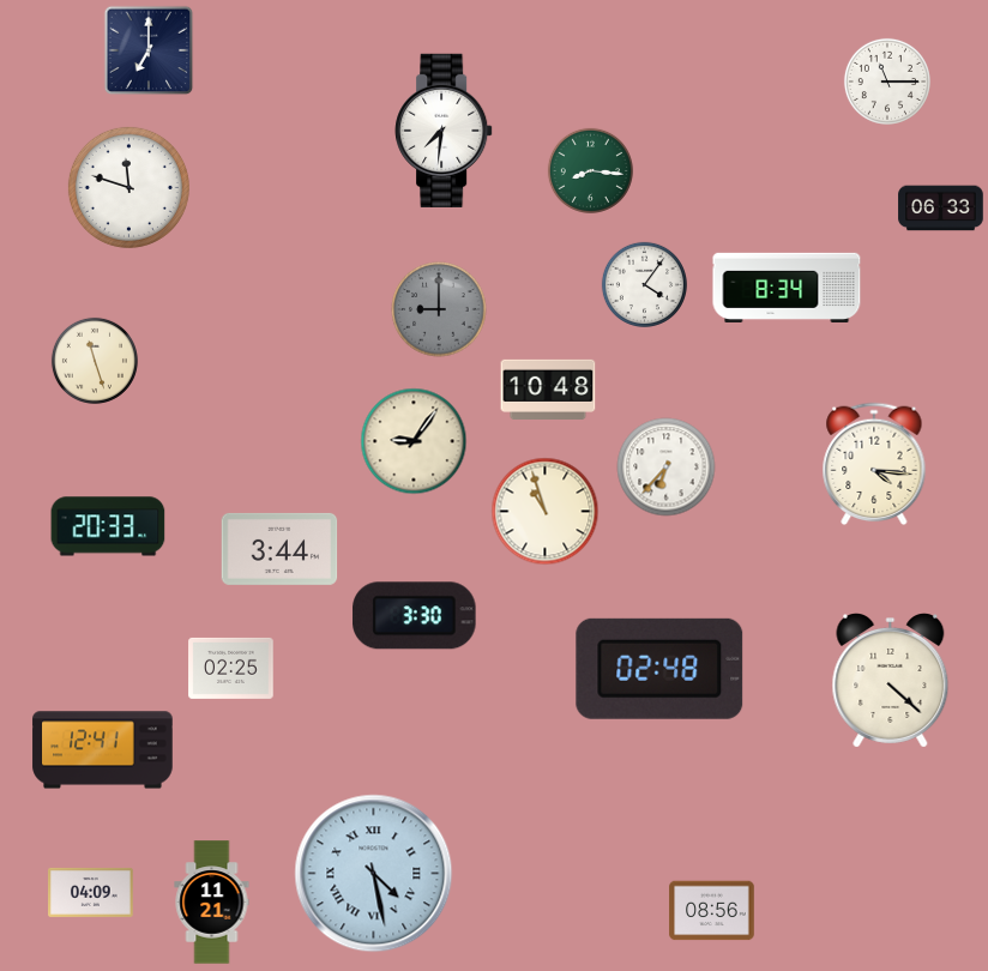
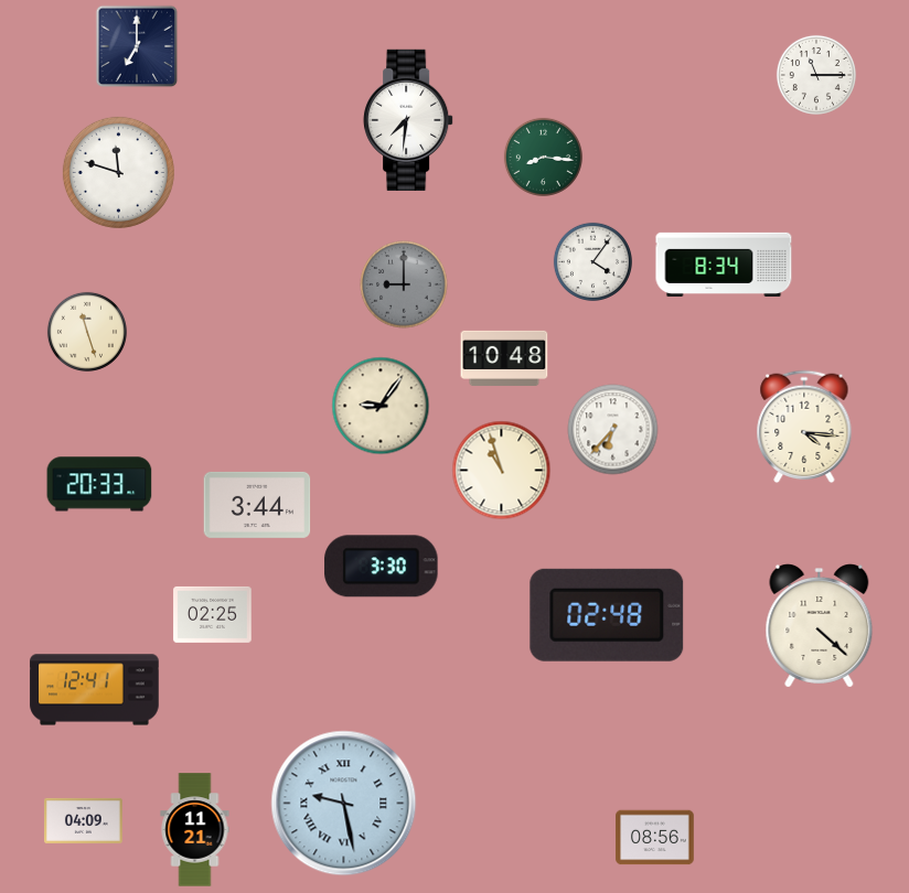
clock at (941, 209): 06:33 -> none
clock at (374, 874): 4:28 -> 9:28
